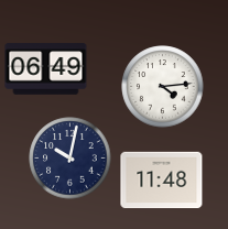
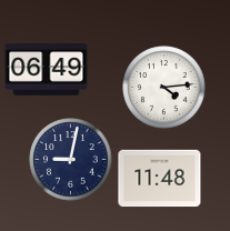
clock at (70, 159): 10:02 -> 9:02
clock at (162, 181) position: (162, 181) -> (160, 179)
